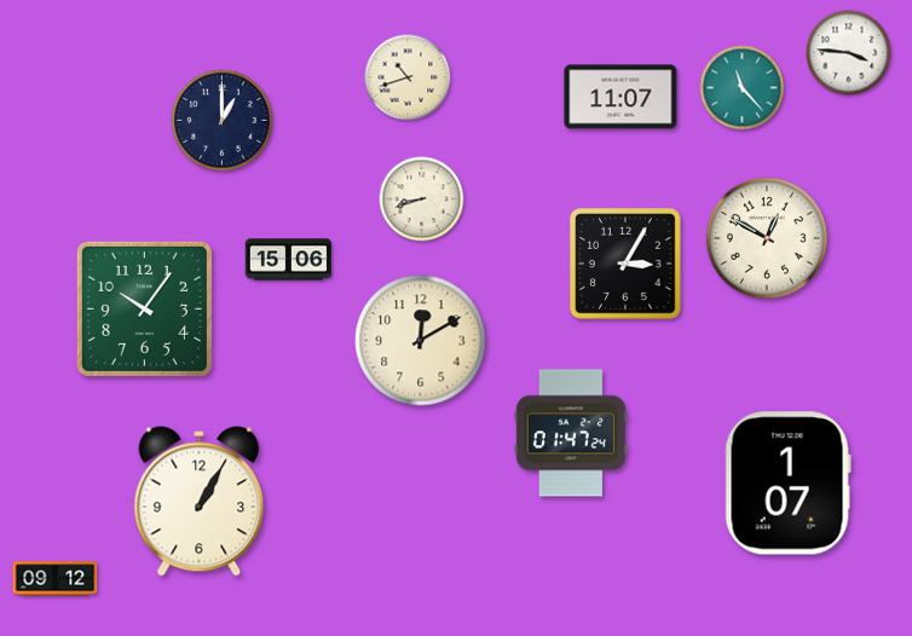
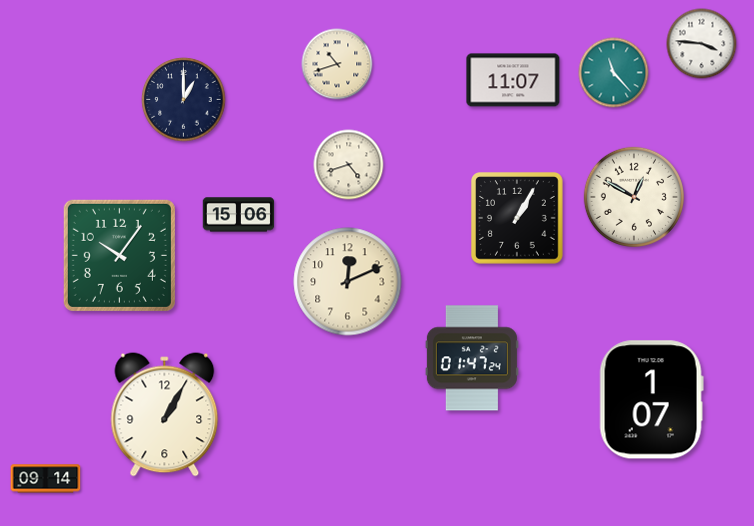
clock at (422, 200): 8:42 -> 4:42
clock at (627, 265): 3:05 -> 1:05
clock at (421, 341): 12:10 -> 12:11
clock at (56, 579): 09:12 -> 09:14
